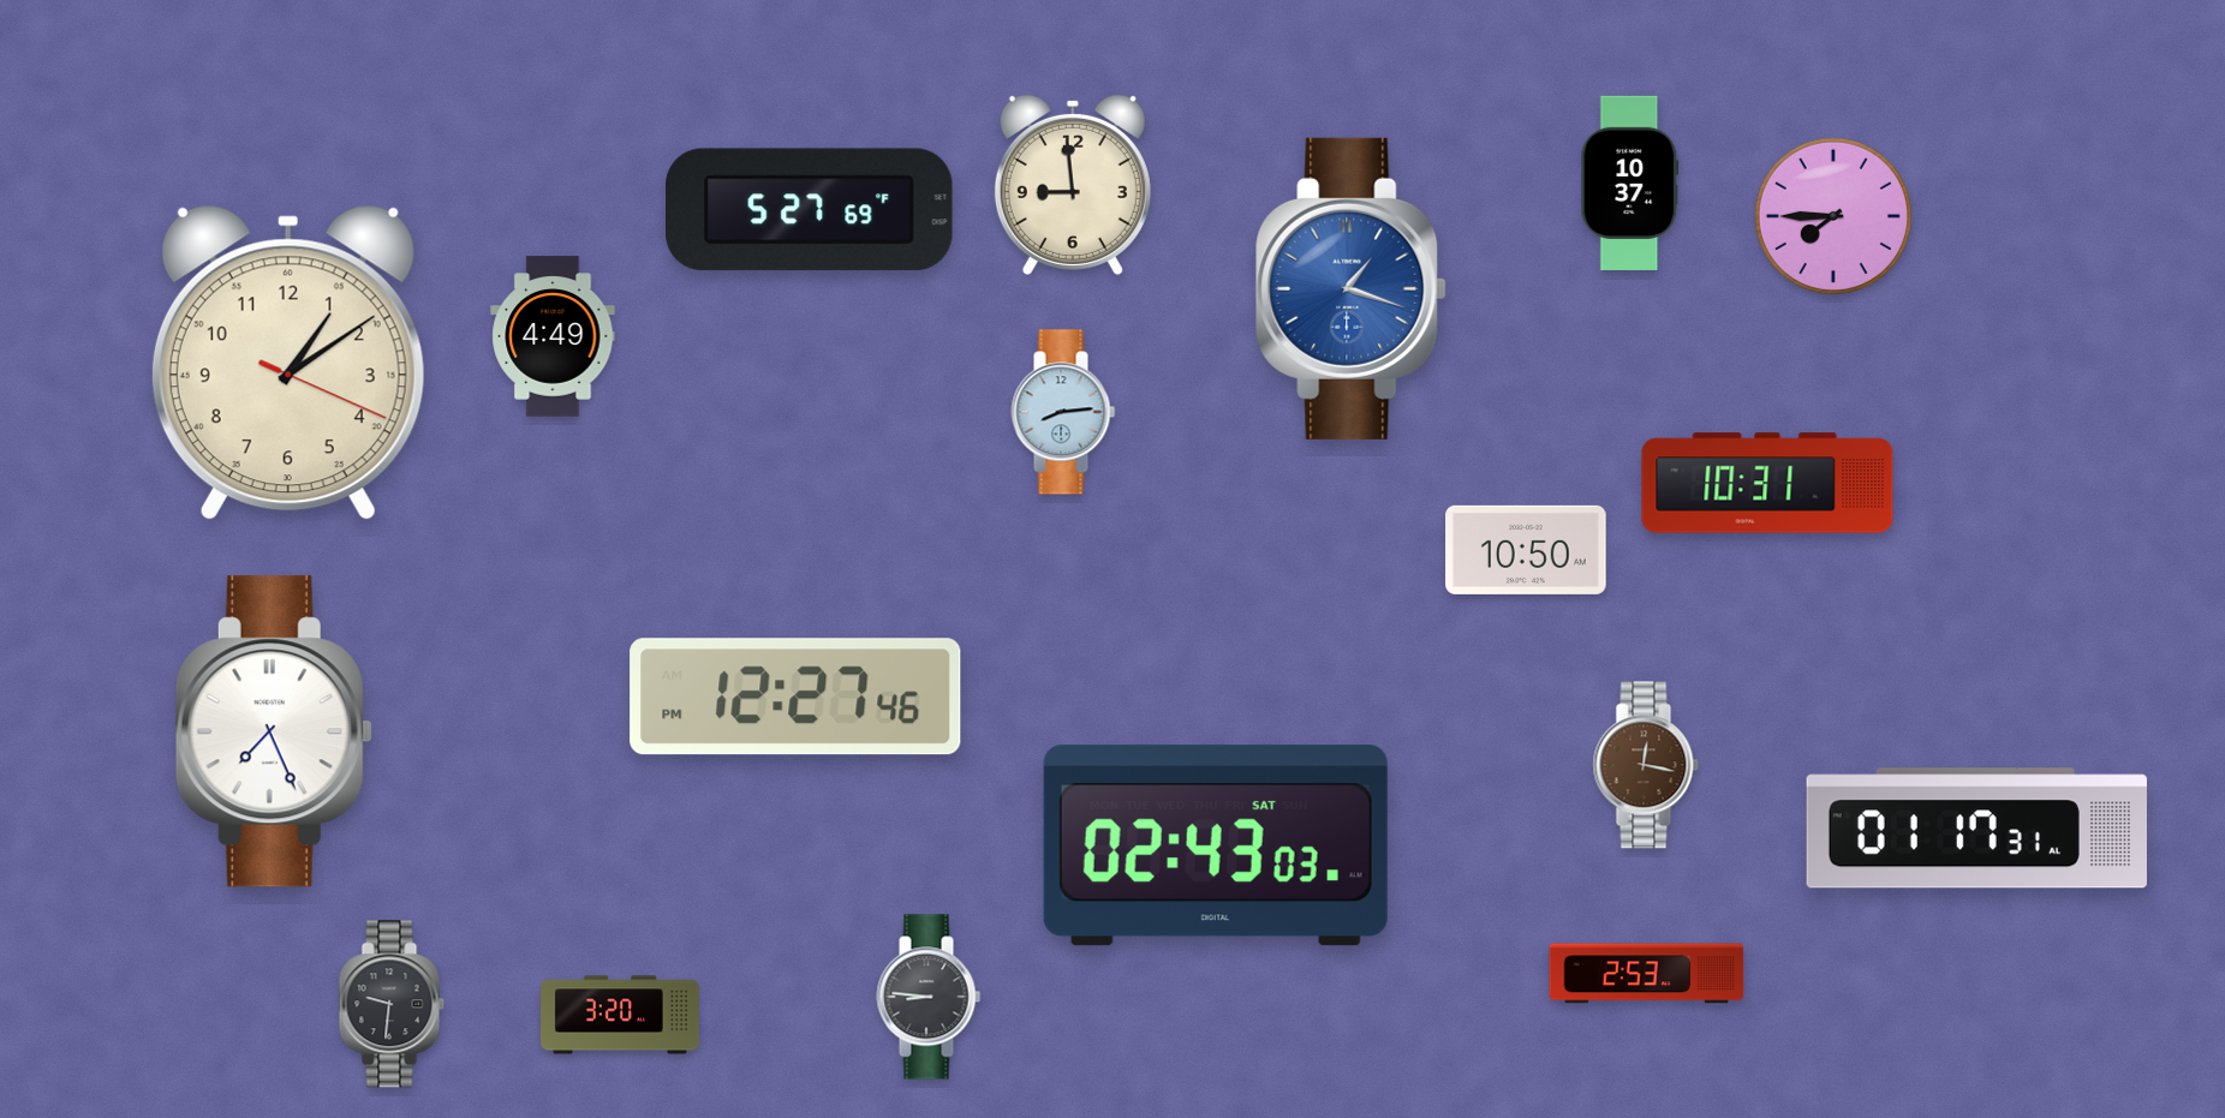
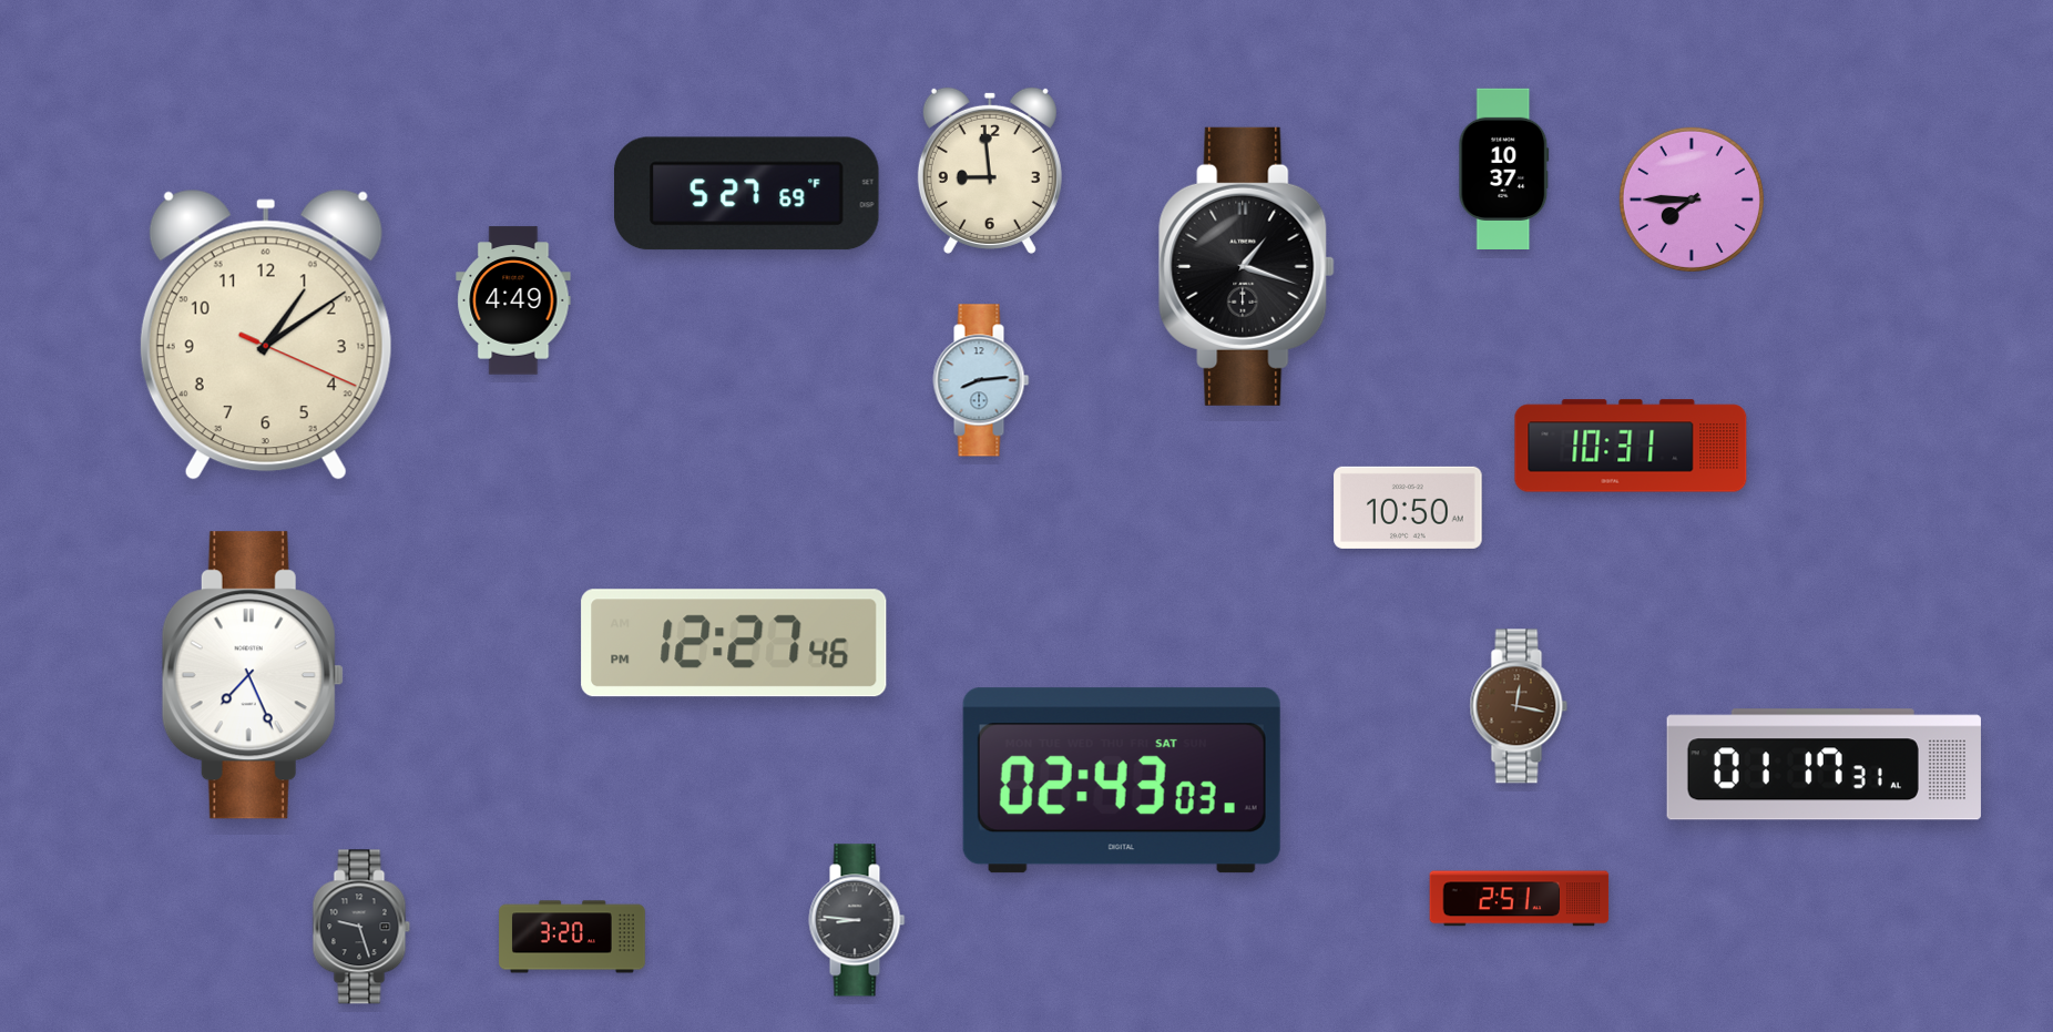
clock at (1352, 288) dial: blue -> black
clock at (553, 336) position: (553, 336) -> (513, 300)
clock at (1647, 974): 2:53 -> 2:51
clock at (392, 1004): 9:31 -> 9:27
